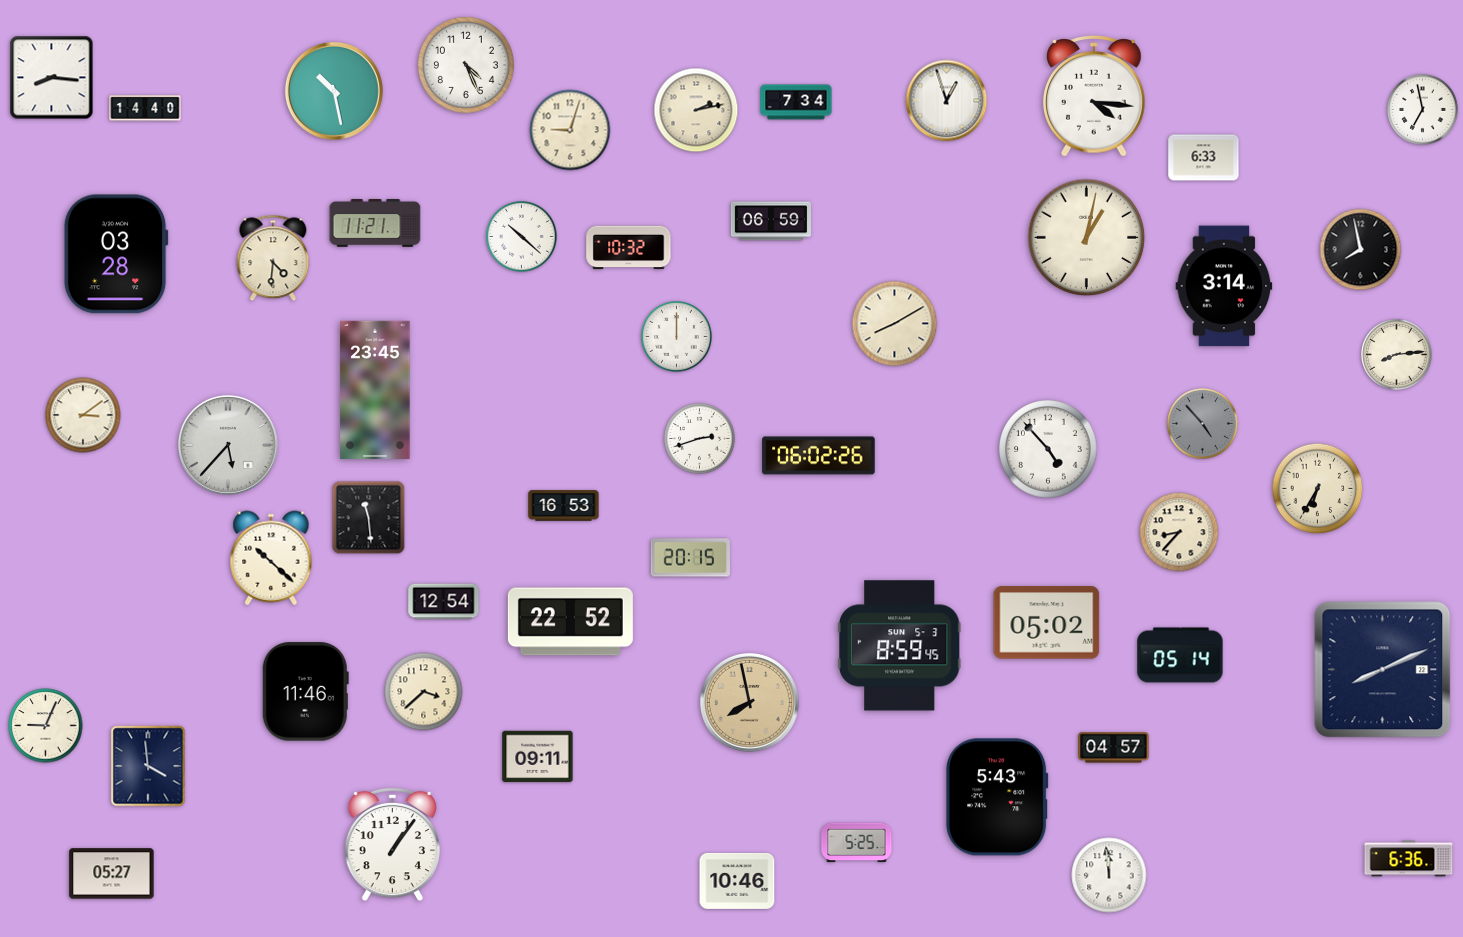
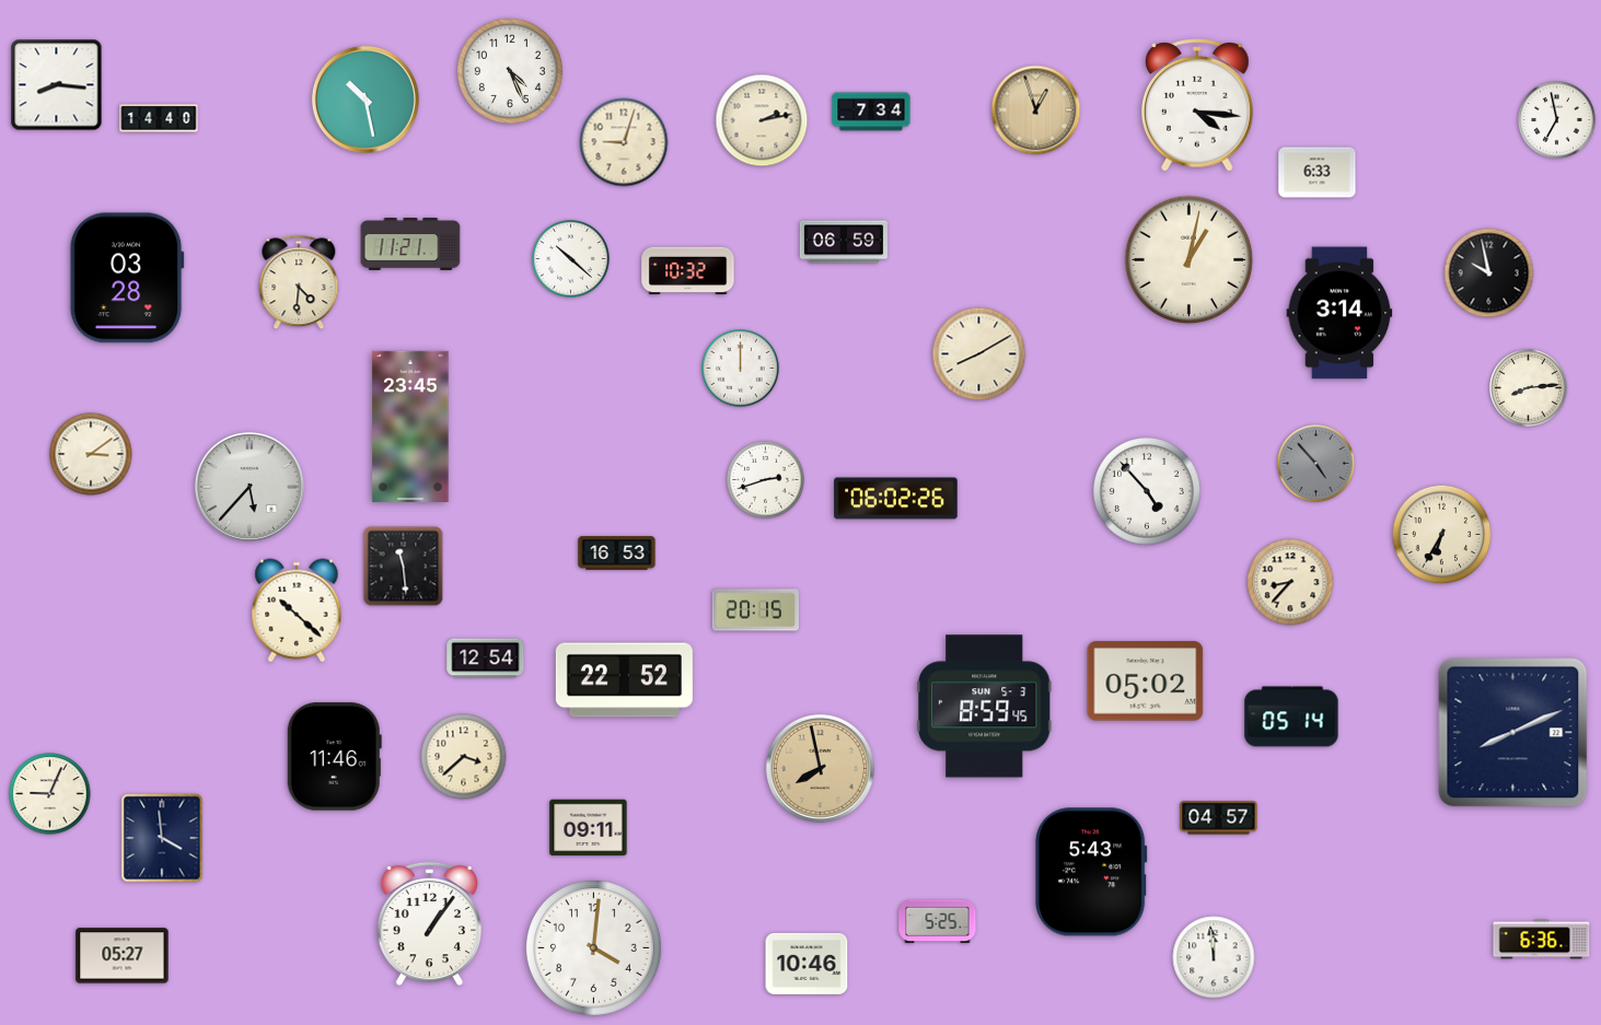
clock at (947, 101) dial: white -> champagne
clock at (1361, 250): 7:58 -> 9:58
clock at (593, 947): none -> 4:01
